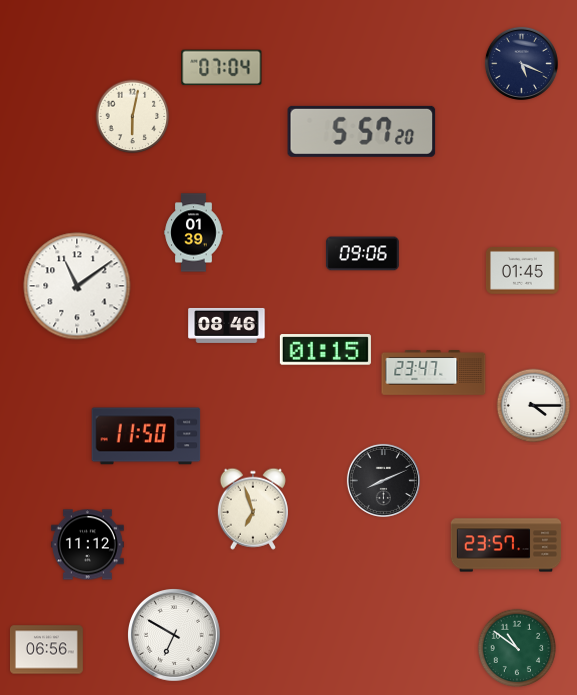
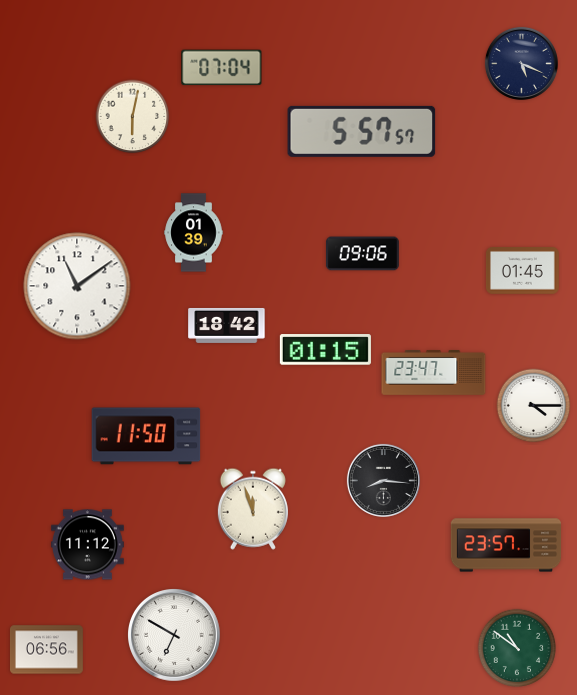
clock at (362, 131): 5:57:20 -> 5:57:57
clock at (227, 325): 08:46 -> 18:42
clock at (383, 480): 8:11 -> 8:16
clock at (253, 509): 6:57 -> 11:57
